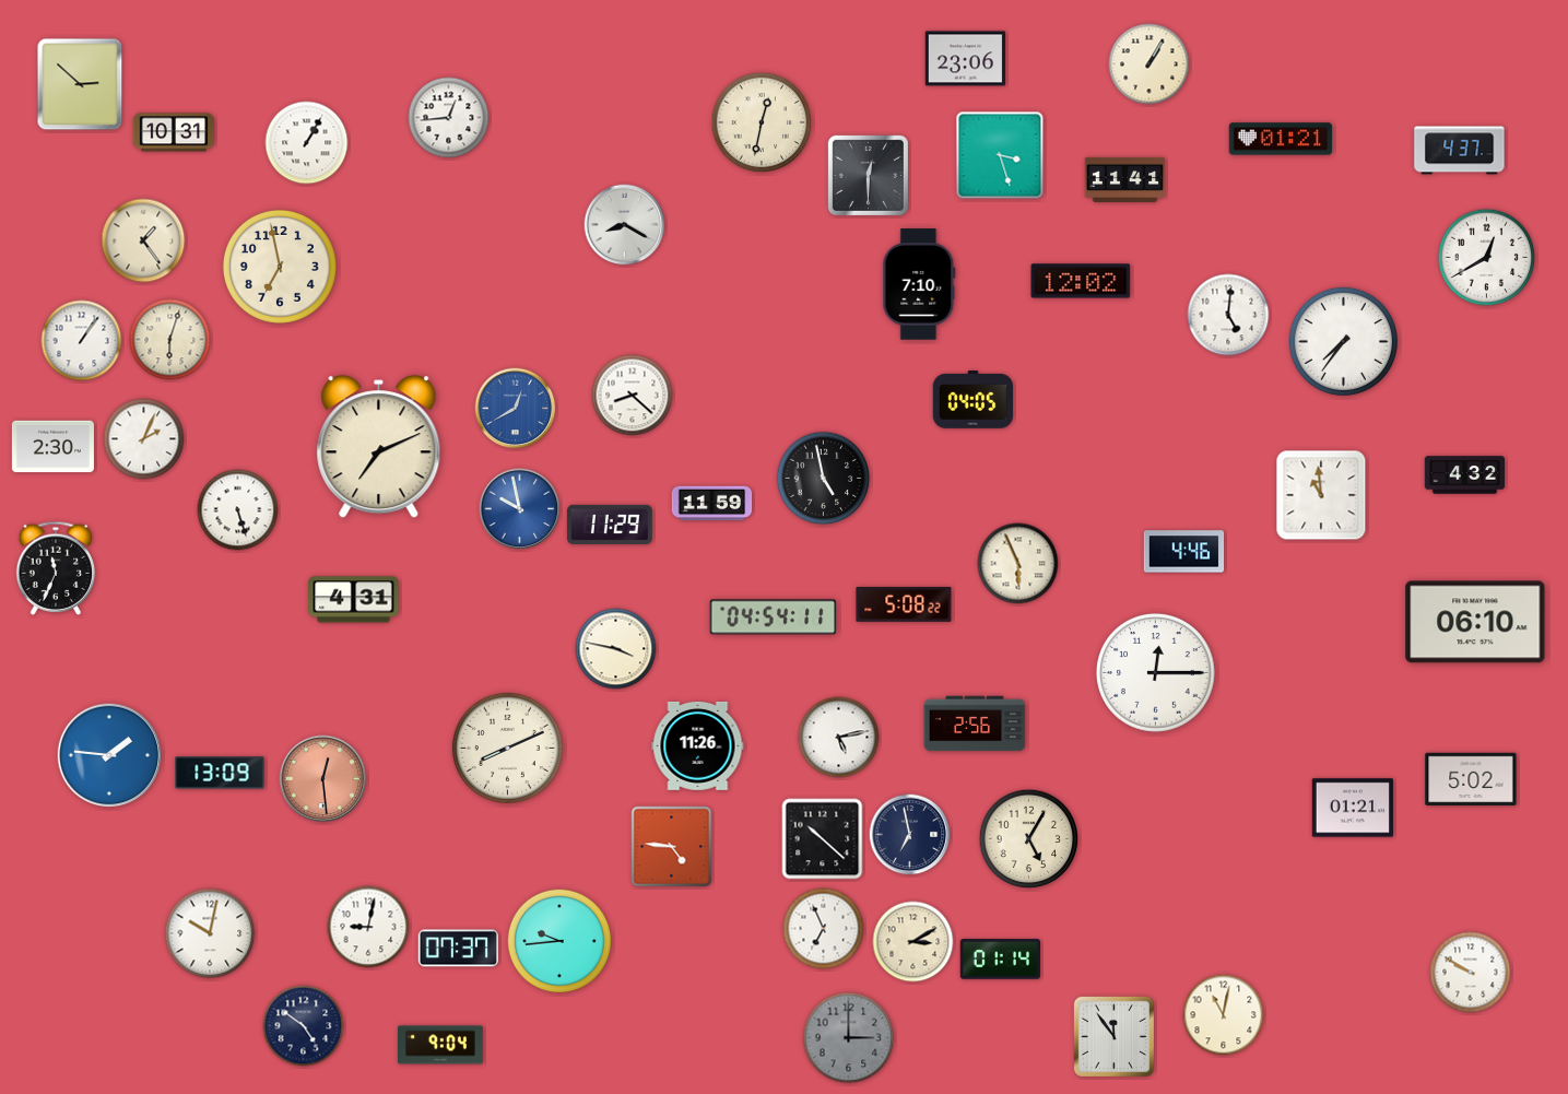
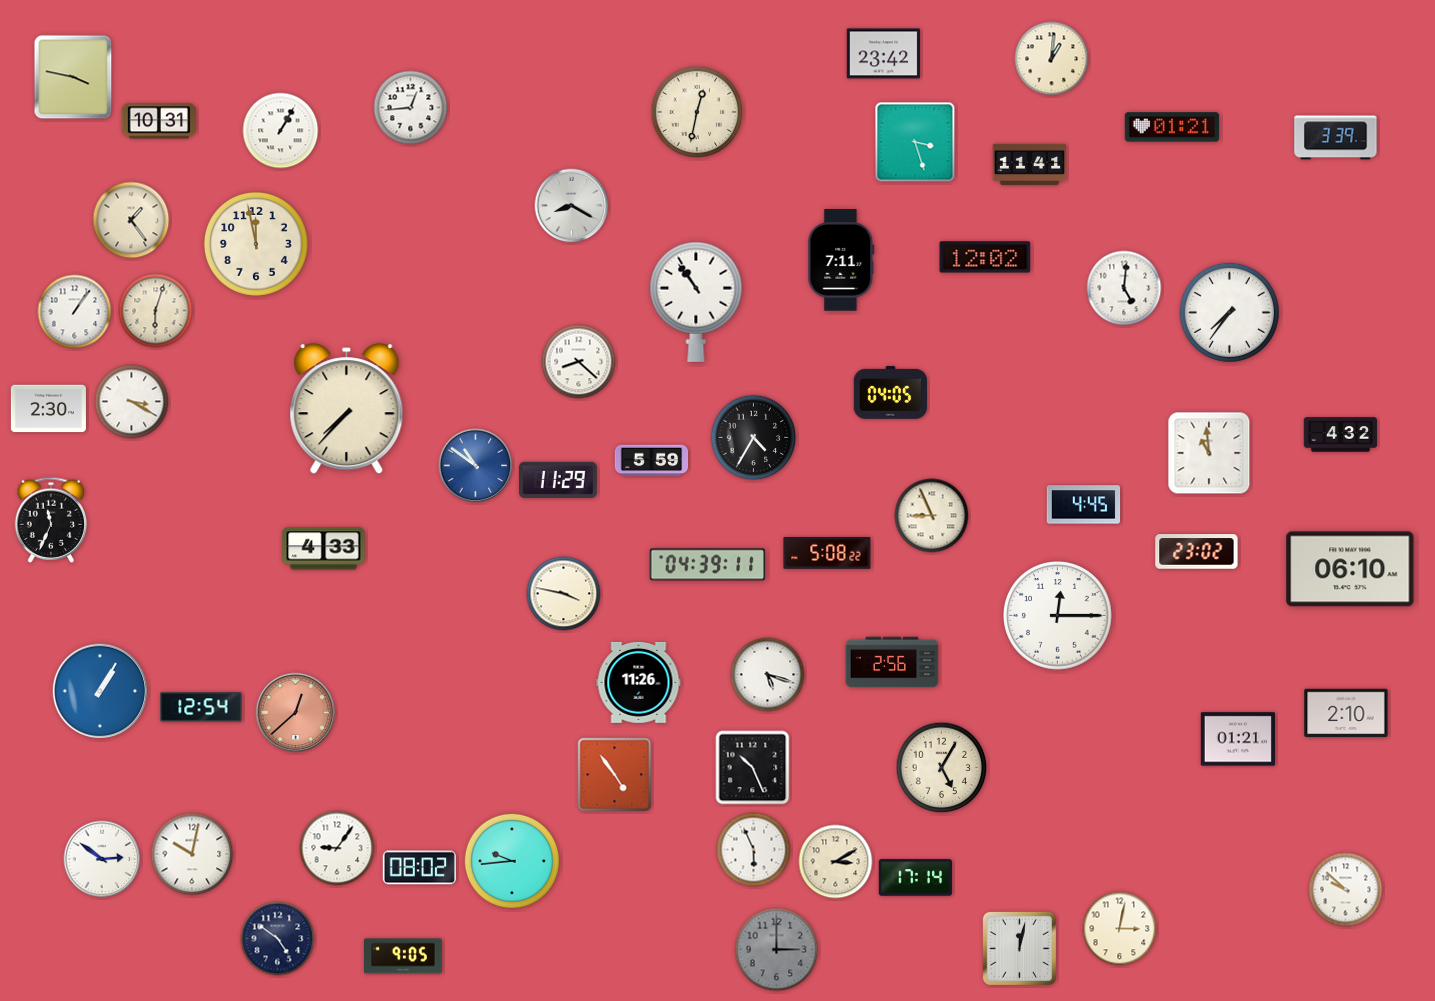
clock at (966, 59): 23:06 -> 23:42
clock at (1150, 64): 1:05 -> 1:01
clock at (80, 84): 2:52 -> 3:47
clock at (1460, 151): 4:37 -> 3:39
clock at (868, 175): 12:30 -> none
clock at (1487, 258): 12:40 -> none
clock at (280, 267): 6:58 -> 11:58
clock at (1081, 281) position: (1081, 281) -> (985, 257)
clock at (919, 284): 7:10 -> 7:11
clock at (696, 302): none -> 10:54
clock at (974, 400) position: (974, 400) -> (891, 393)
clock at (516, 409): 12:40 -> none
clock at (144, 439): 2:04 -> 3:20
clock at (379, 447): 7:11 -> 7:37
clock at (824, 479): 4:58 -> 4:35
clock at (712, 504): 11:59 -> 5:59
clock at (520, 509): 9:58 -> 10:51
clock at (238, 510): 5:27 -> none
clock at (1184, 552): 4:46 -> 4:45
clock at (1018, 564): 5:56 -> 8:56
clock at (354, 600): 4:31 -> 4:33
clock at (1197, 552): none -> 23:02
clock at (774, 617): 04:54 -> 04:39
clock at (839, 738): 5:13 -> 5:18
clock at (507, 748): 8:11 -> none
clock at (109, 755): 1:46 -> 1:05
clock at (220, 773): 13:09 -> 12:54
clock at (323, 779): 12:29 -> 12:38
clock at (1471, 779): 5:02 -> 2:10
clock at (910, 835): 6:58 -> none
clock at (823, 839): 10:22 -> 10:26
clock at (672, 847): 4:46 -> 4:54
clock at (368, 927): 9:02 -> 9:06
clock at (824, 929): 6:56 -> 5:56
clock at (102, 859): none -> 2:51
clock at (459, 949): 07:37 -> 08:02
clock at (1001, 960): 01:14 -> 17:14
clock at (1471, 973): 9:50 -> 9:52
clock at (1224, 1015): 11:02 -> 3:02
clock at (1113, 1036): 11:54 -> 12:02
clock at (441, 1045): 9:04 -> 9:05
